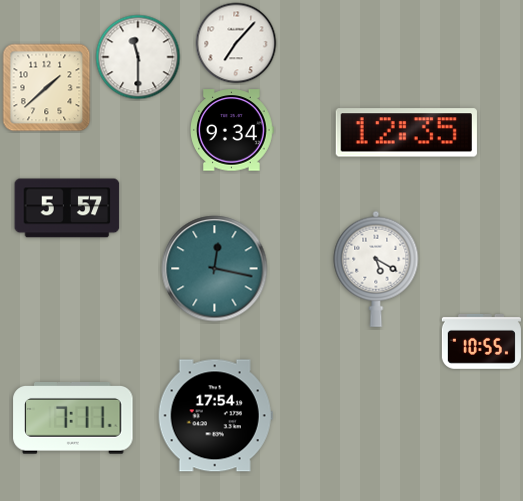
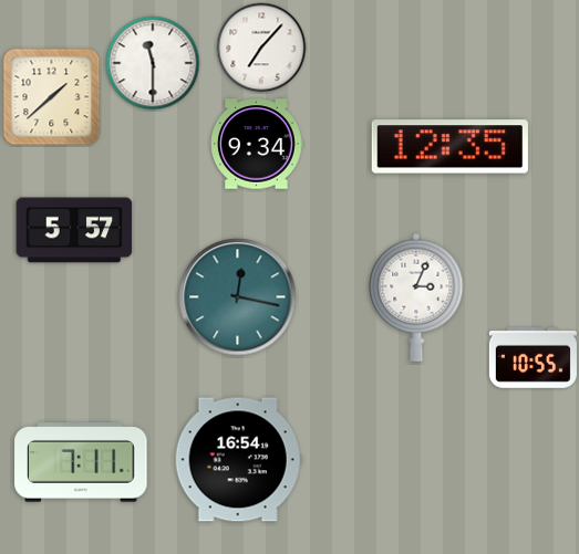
clock at (376, 269): 5:20 -> 3:04
clock at (481, 341) position: (481, 341) -> (533, 357)
clock at (215, 416): 17:54 -> 16:54
